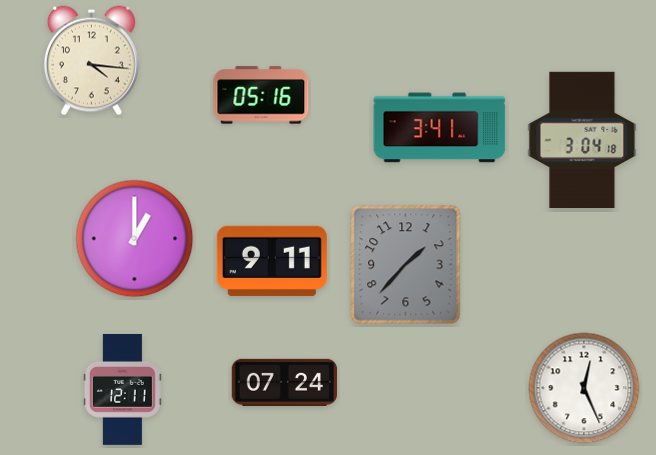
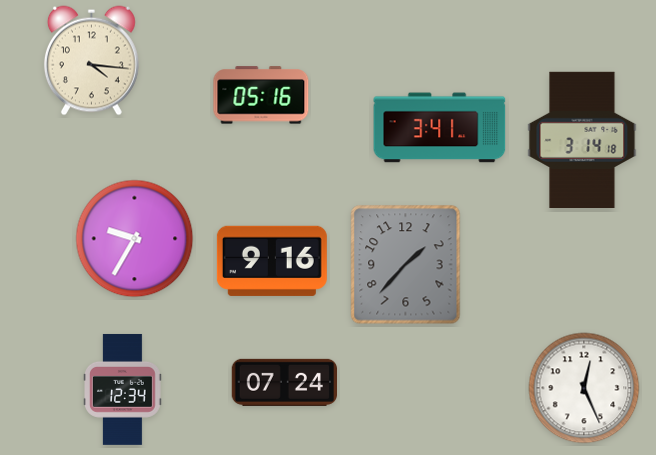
clock at (582, 140): 3:04 -> 3:14
clock at (135, 239): 1:00 -> 9:35
clock at (272, 261): 9:11 -> 9:16
clock at (123, 389): 12:11 -> 12:34
